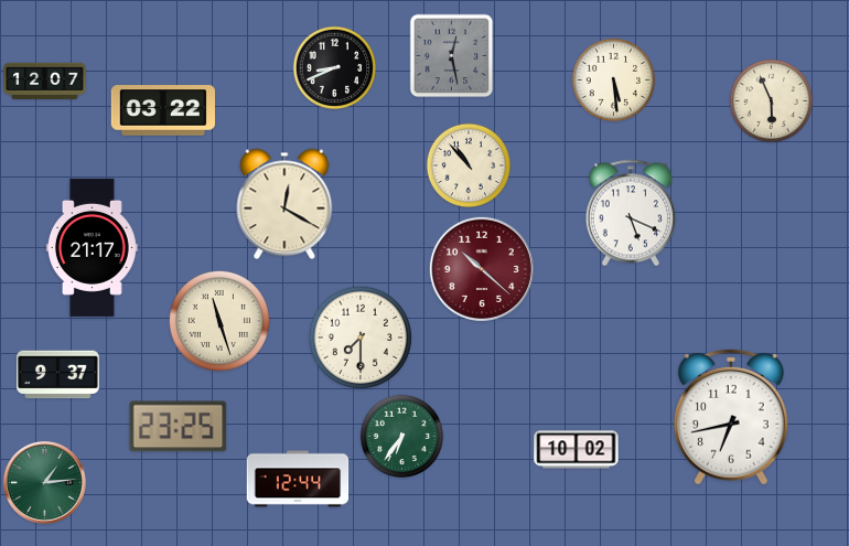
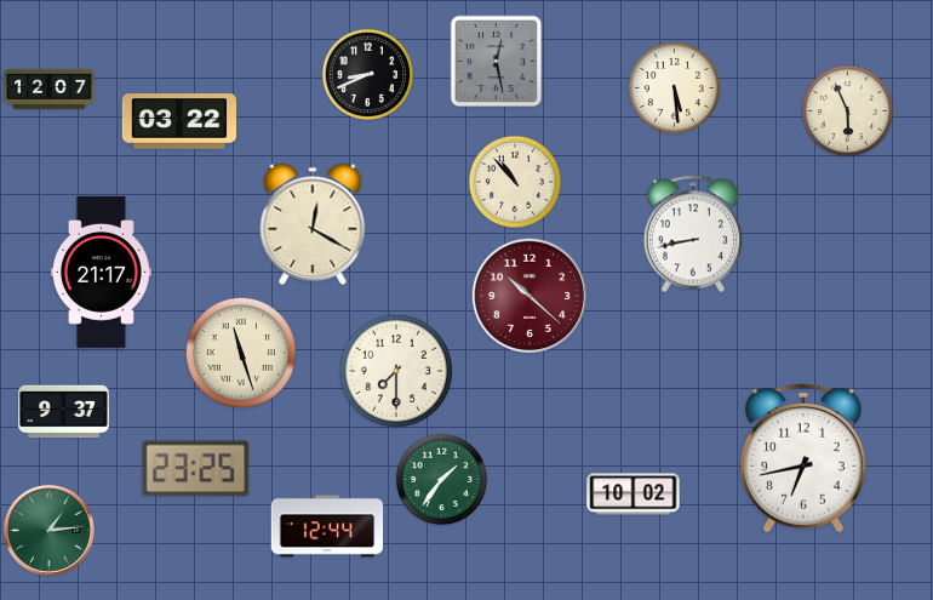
clock at (630, 213): 5:19 -> 8:43
clock at (402, 437): 6:36 -> 1:36
